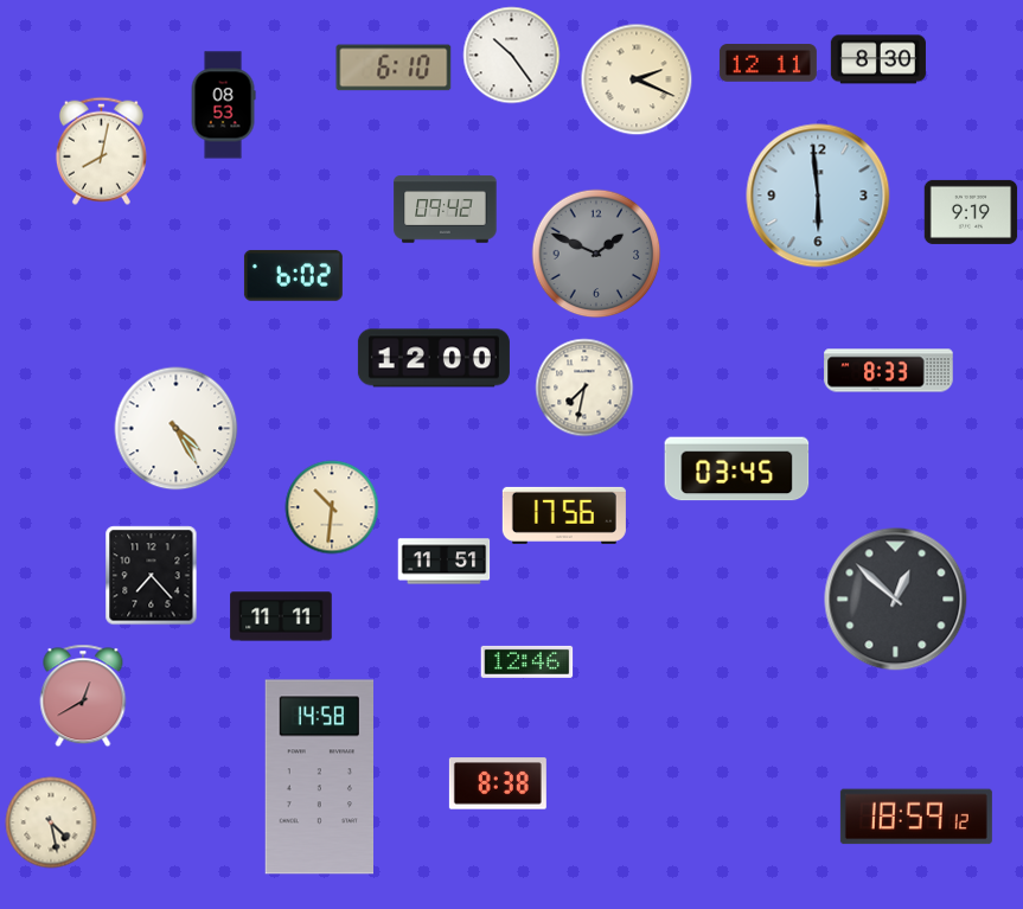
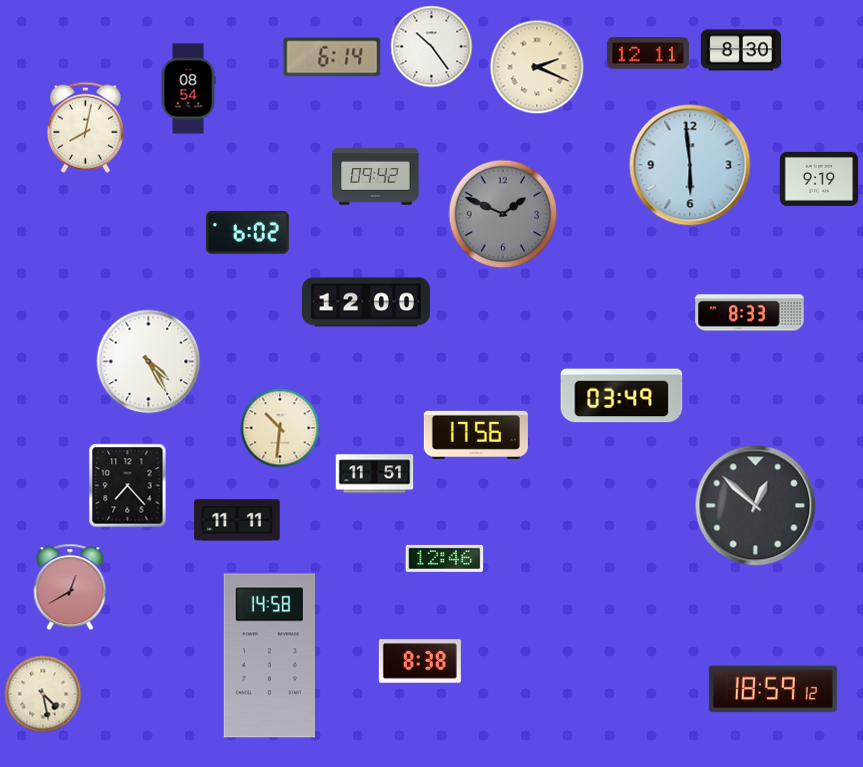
clock at (394, 68): 6:10 -> 6:14
clock at (223, 105): 08:53 -> 08:54
clock at (584, 388): 7:32 -> none
clock at (737, 469): 03:45 -> 03:49
